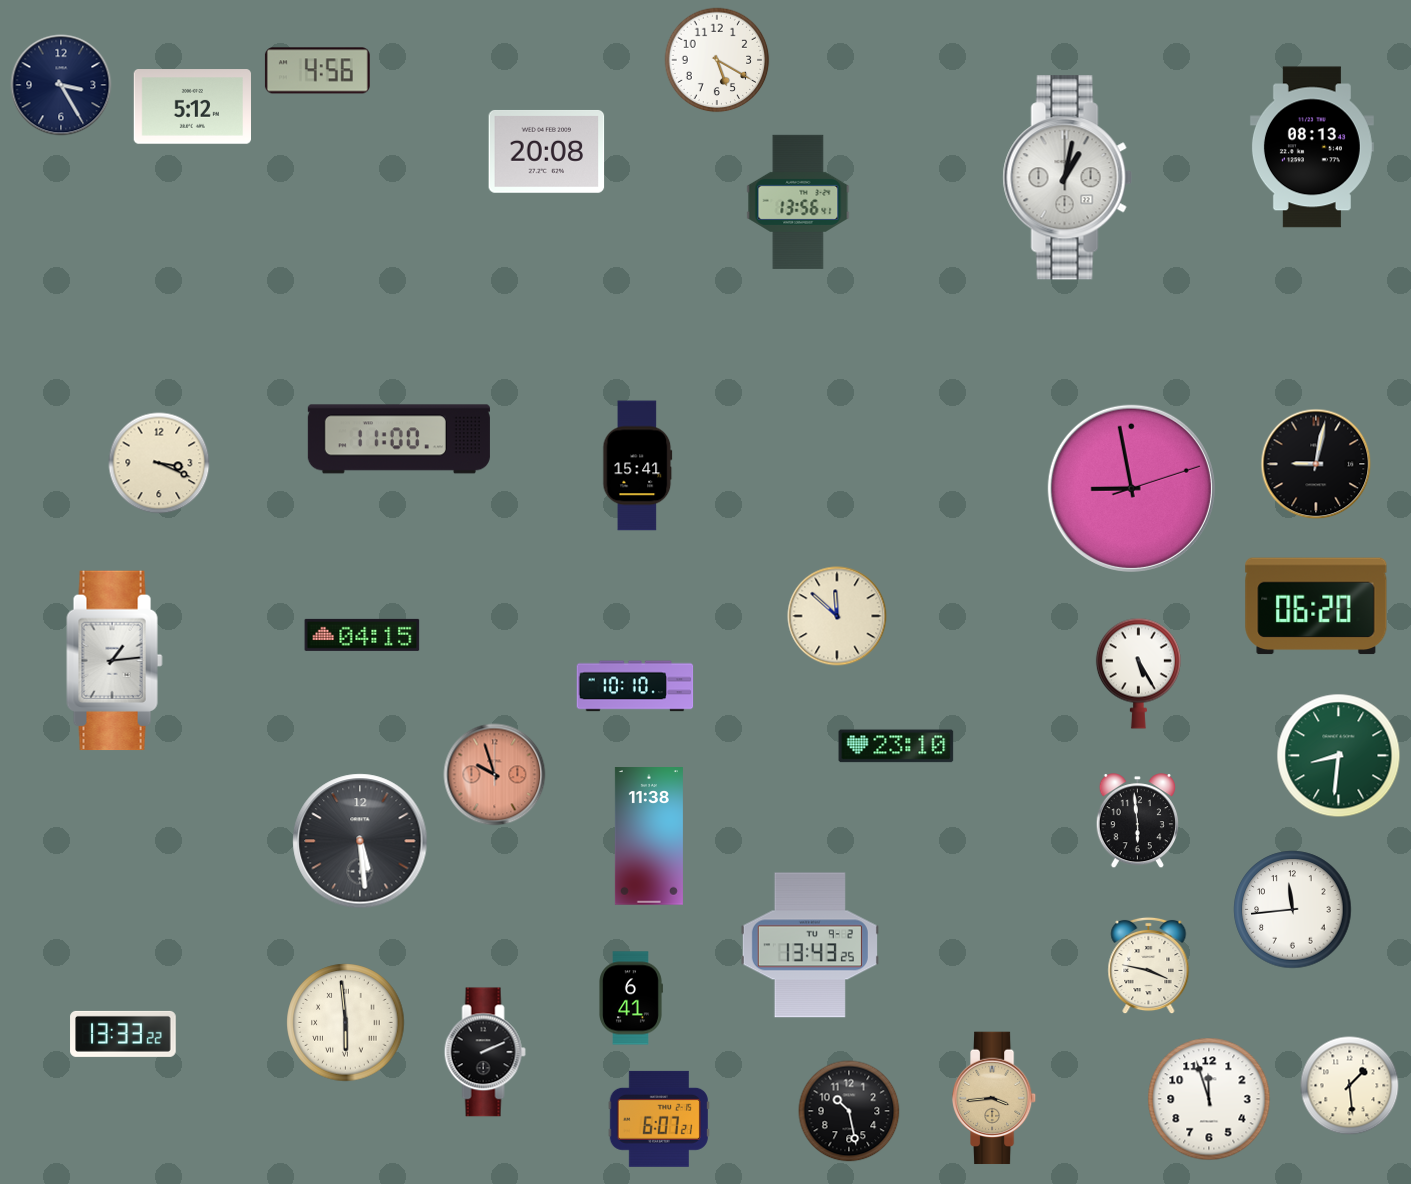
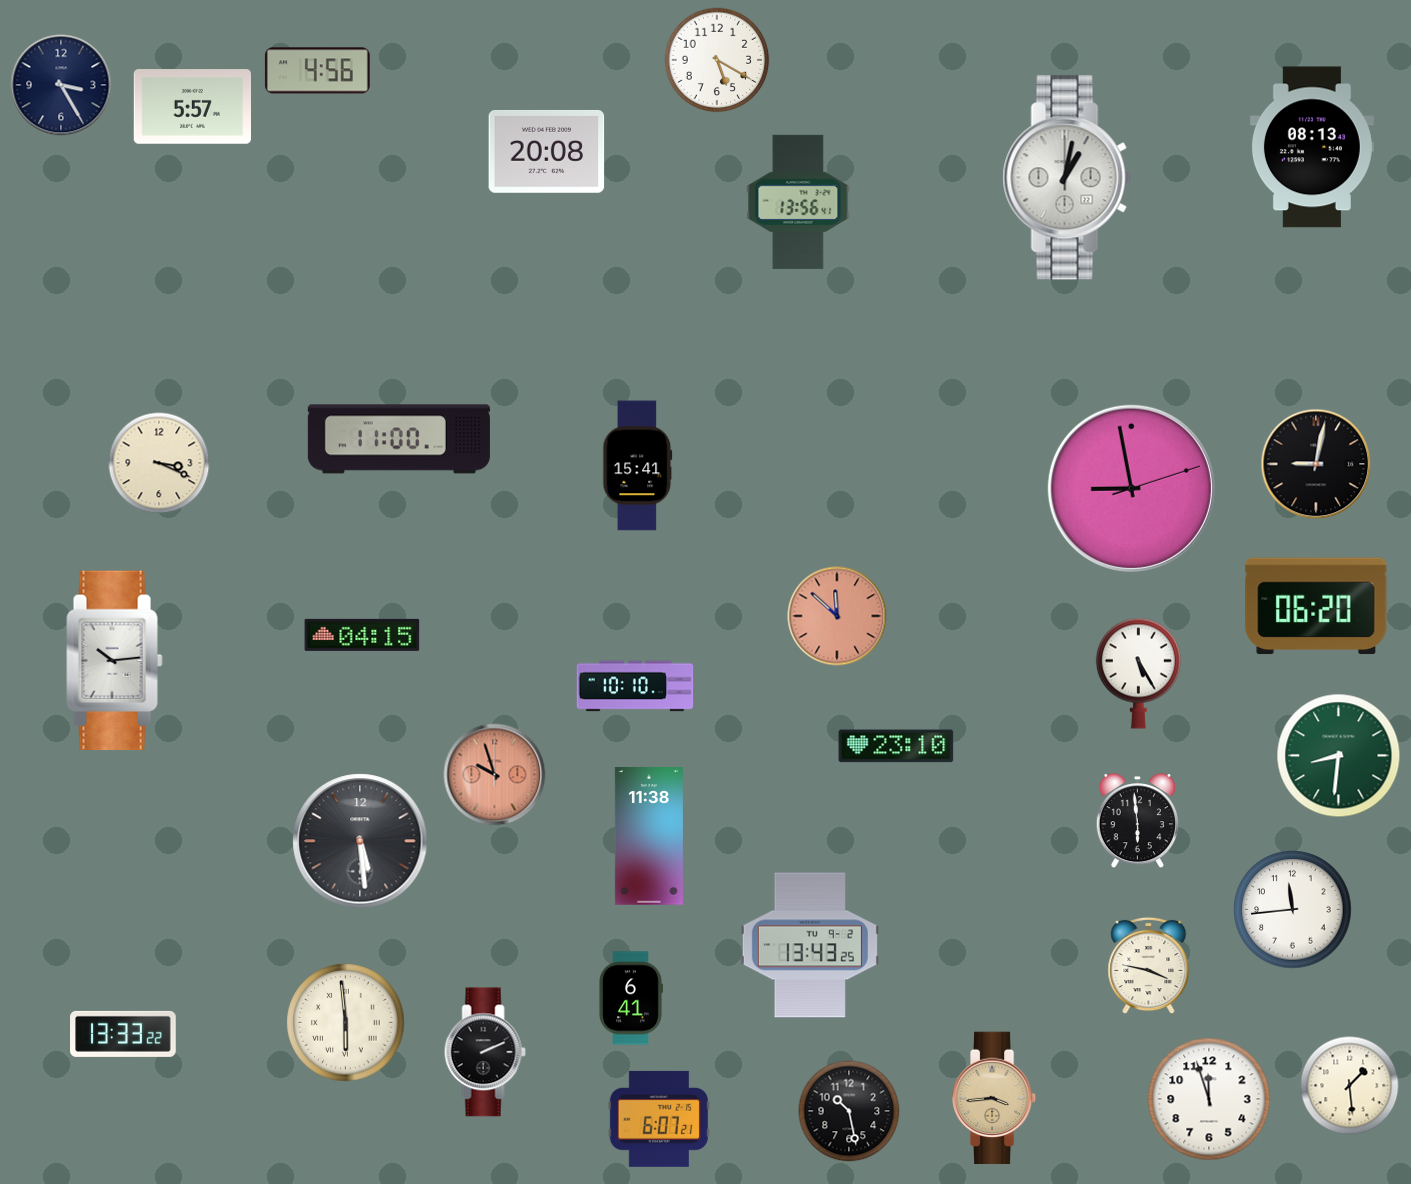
clock at (192, 107): 5:12 -> 5:57
clock at (837, 616) dial: cream -> salmon
clock at (115, 661): 1:14 -> 10:14
